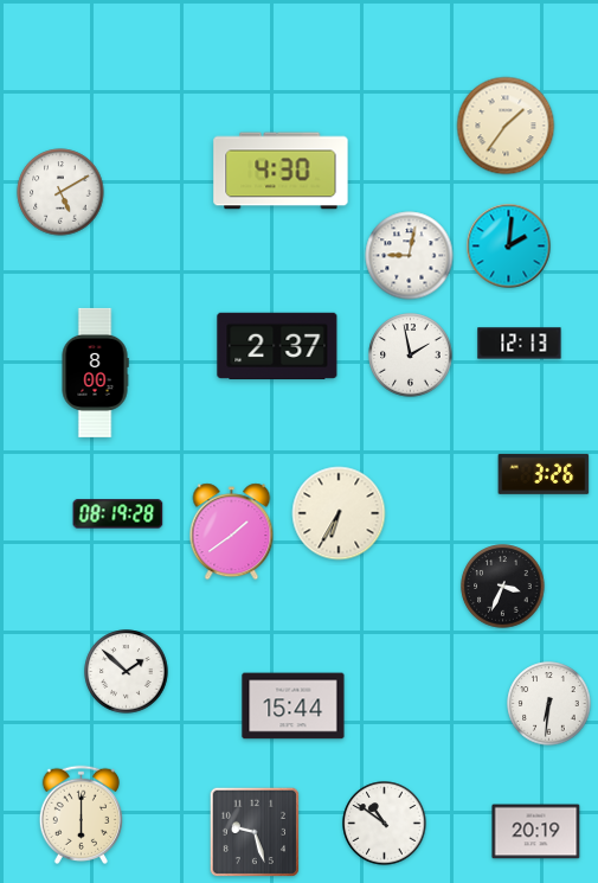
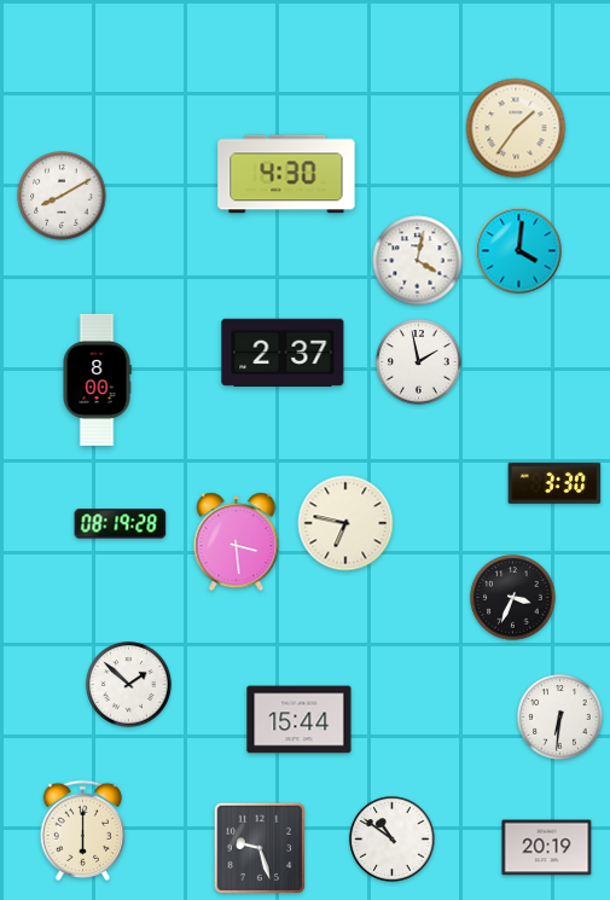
clock at (60, 192): 5:10 -> 8:10
clock at (509, 247): 2:01 -> 4:01
clock at (410, 256): 9:02 -> 4:02
clock at (520, 344): 12:13 -> none
clock at (544, 474): 3:26 -> 3:30
clock at (339, 513): 6:35 -> 6:47
clock at (232, 532): 1:39 -> 3:29
